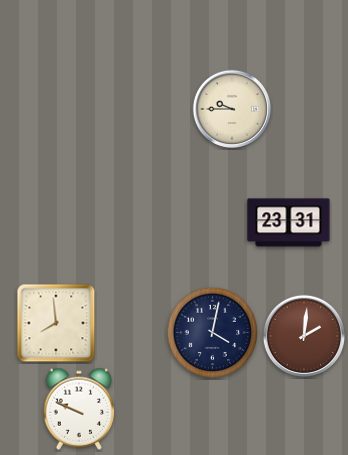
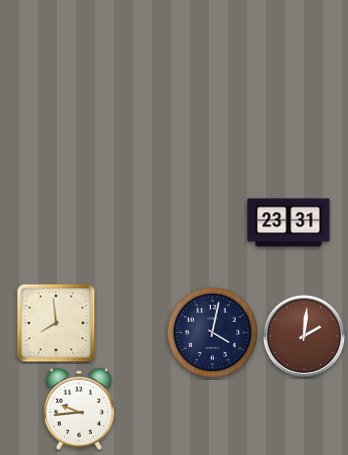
clock at (232, 109): 9:45 -> none
clock at (79, 409): 9:49 -> 9:44
